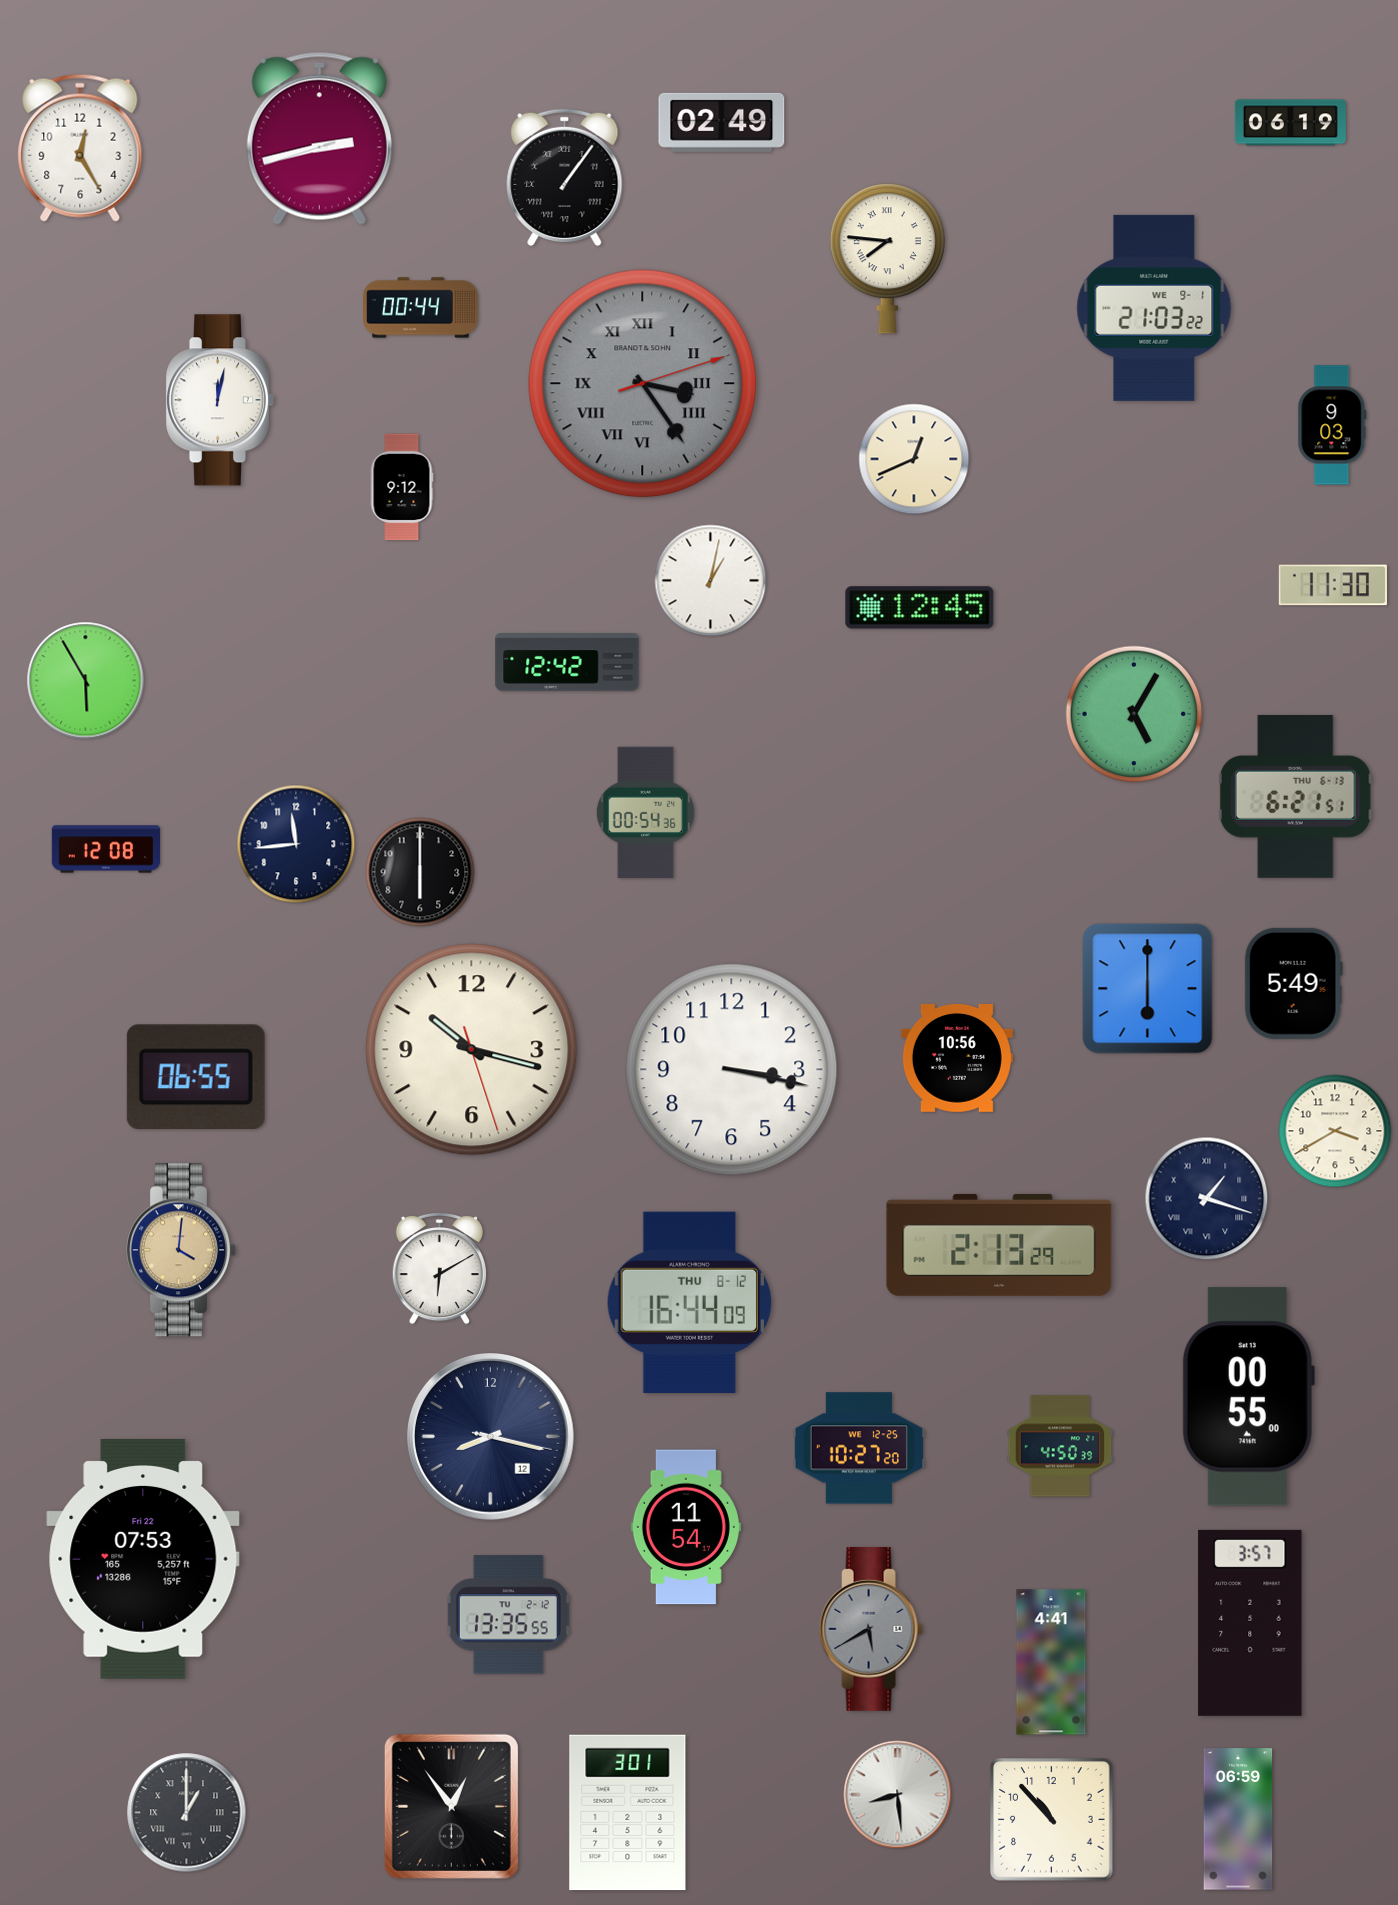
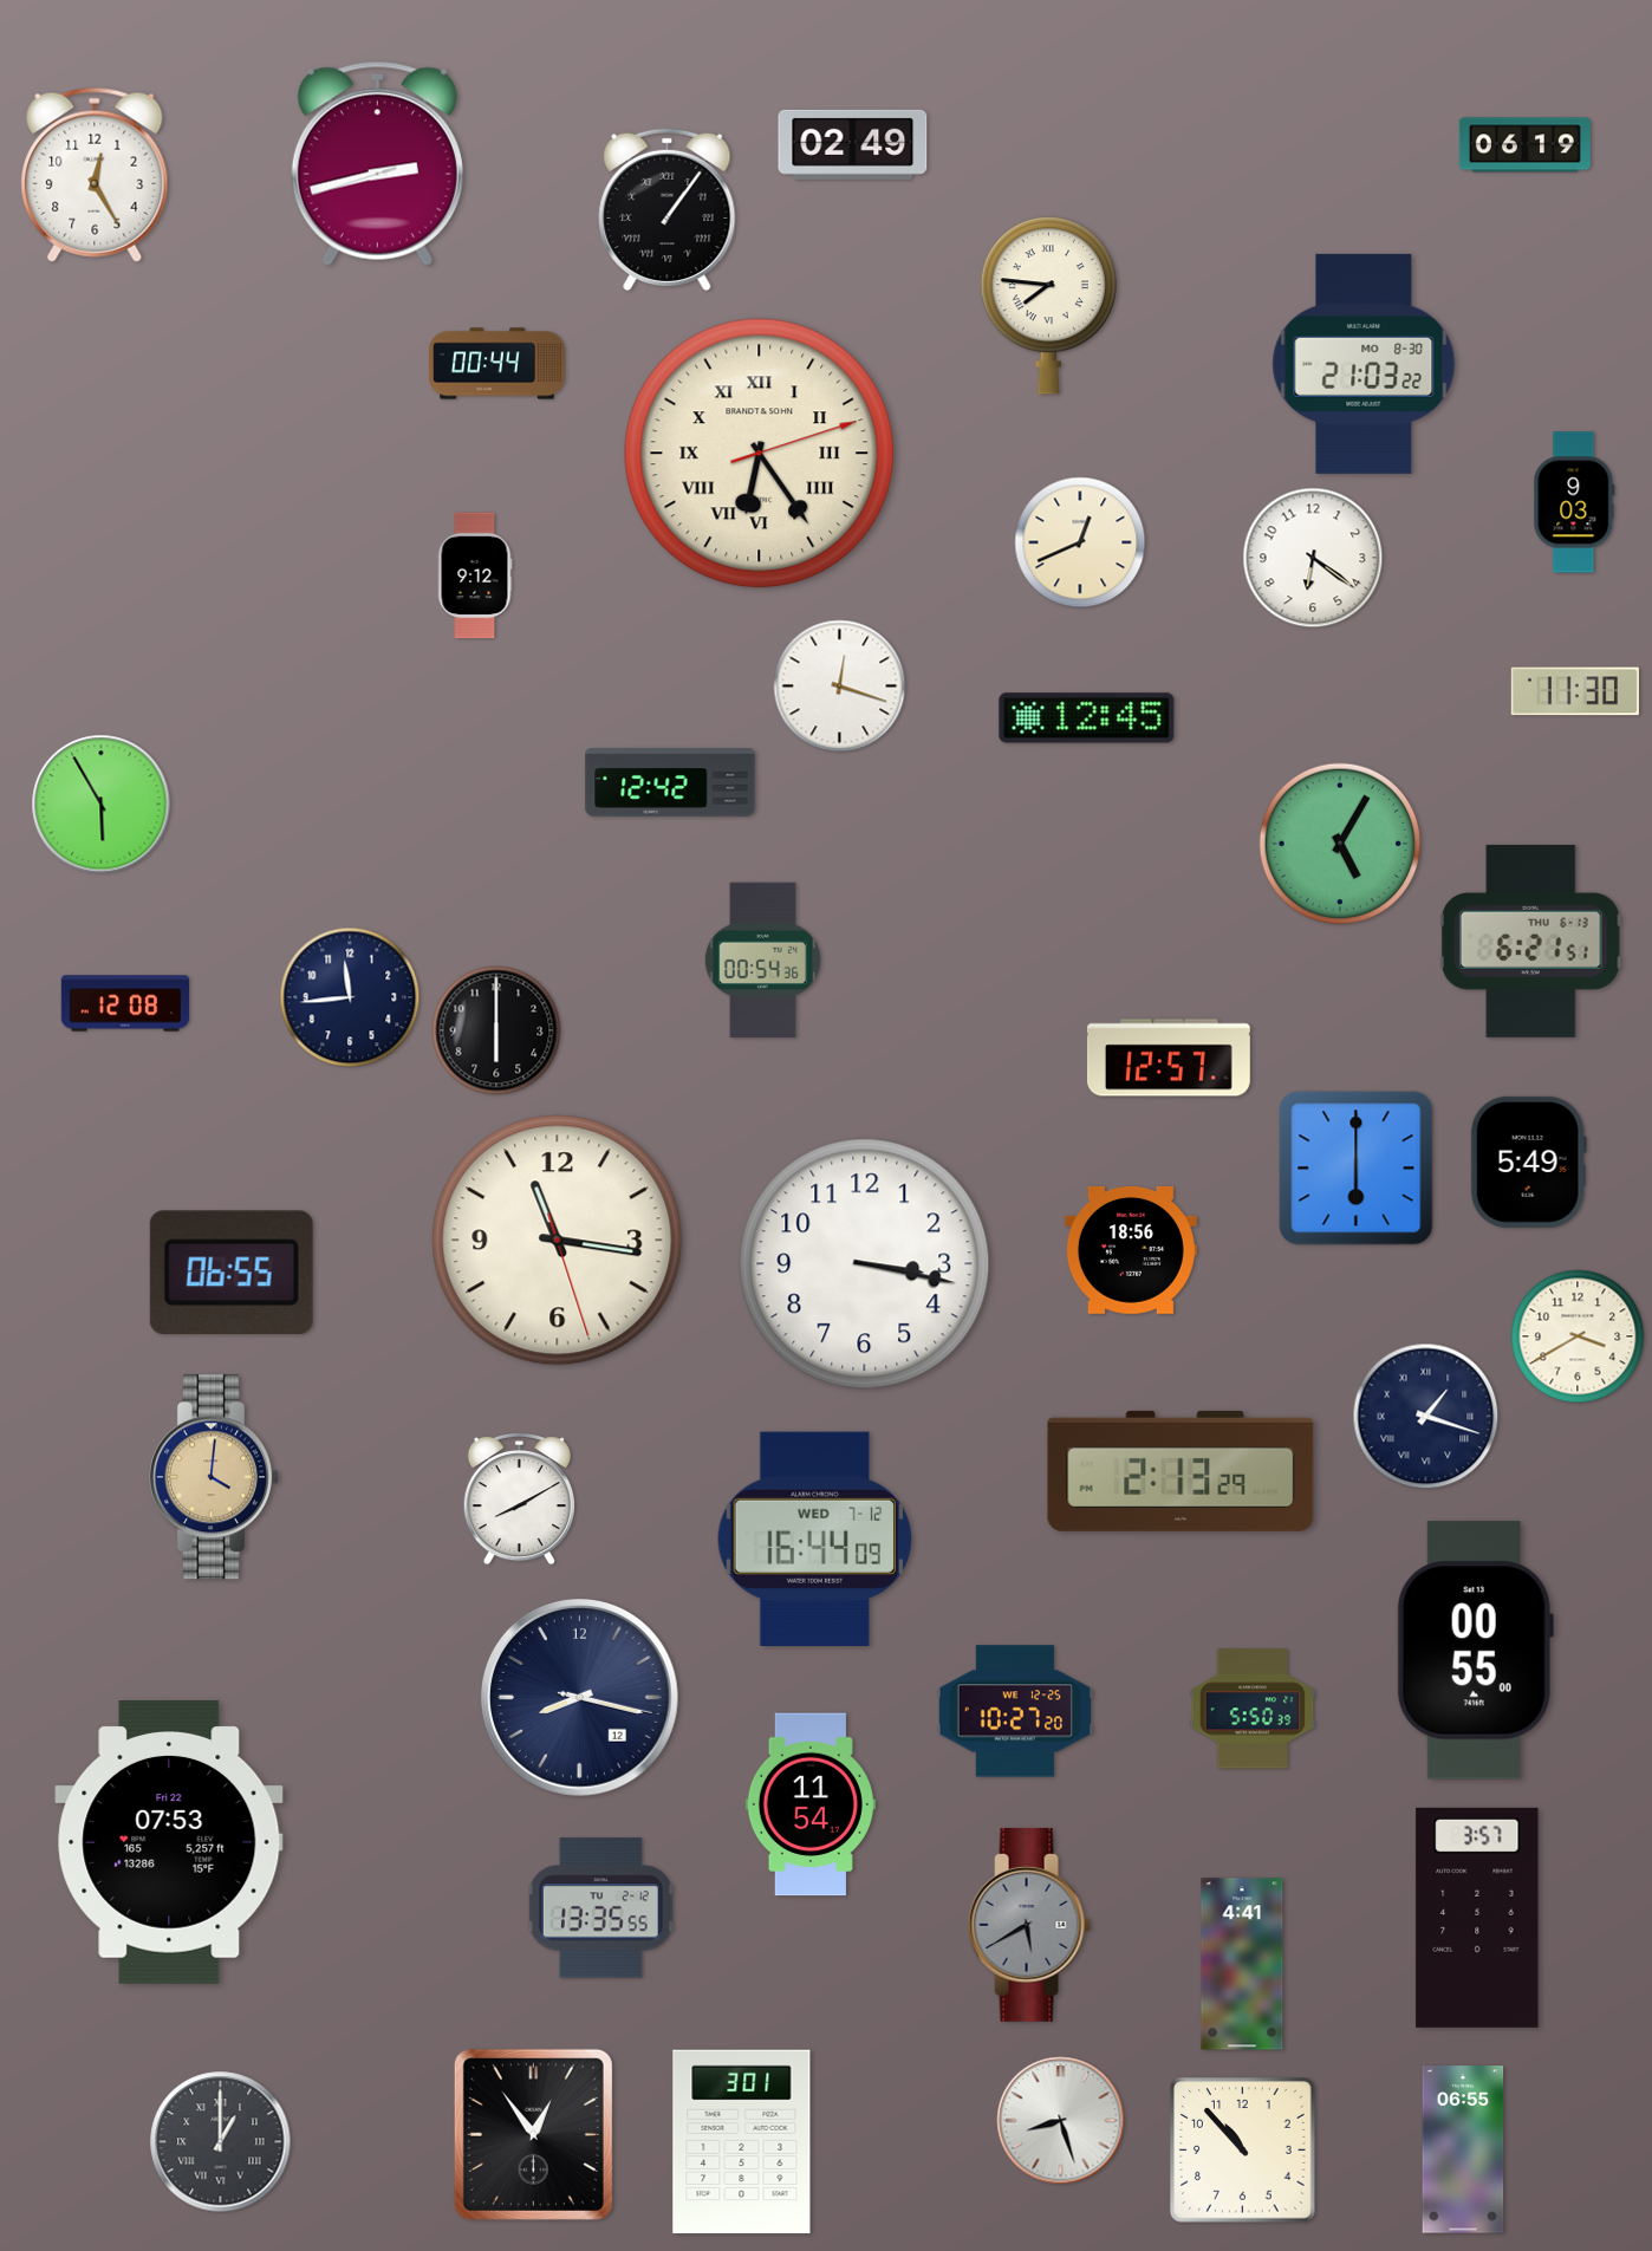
clock at (1154, 308) date: WE 9-1 -> MO 8-30
clock at (643, 384): 3:24 -> 6:24
clock at (643, 384) dial: grey -> cream
clock at (220, 400): 12:02 -> none
clock at (1313, 558): none -> 6:21
clock at (711, 581): 1:02 -> 12:18
clock at (1169, 1058): none -> 12:57
clock at (472, 1050): 10:17 -> 11:16
clock at (957, 1058): 10:56 -> 18:56
clock at (439, 1268): 6:10 -> 8:10
clock at (689, 1302) date: THU 8-12 -> WED 7-12
clock at (1060, 1446): 4:50 -> 5:50
clock at (898, 1795): 8:29 -> 8:27
clock at (1238, 1819): 06:59 -> 06:55
